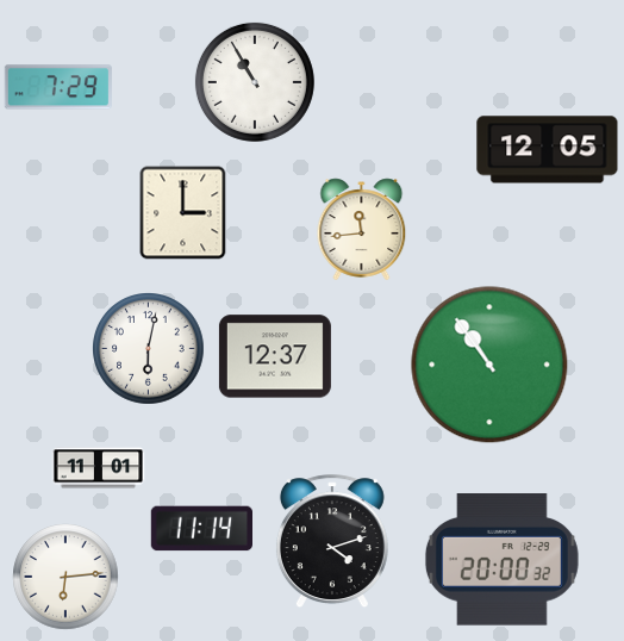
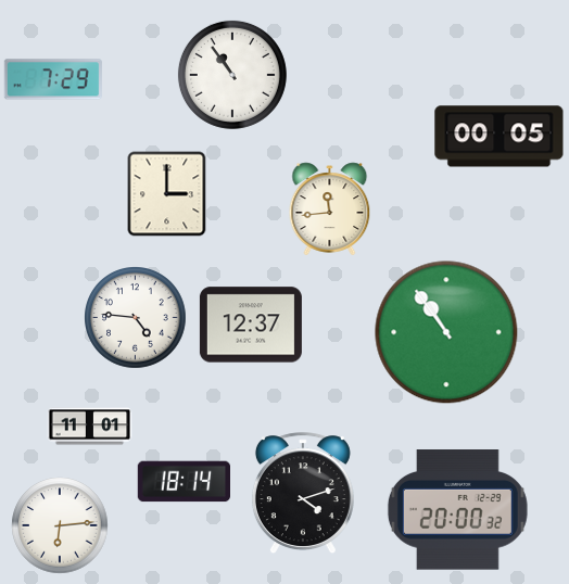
clock at (255, 82): 10:55 -> 10:54
clock at (548, 150): 12:05 -> 00:05
clock at (149, 349): 6:02 -> 4:46
clock at (201, 529): 11:14 -> 18:14
